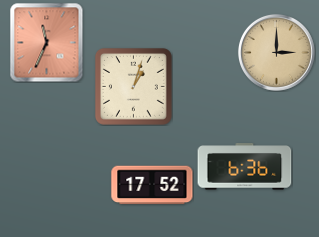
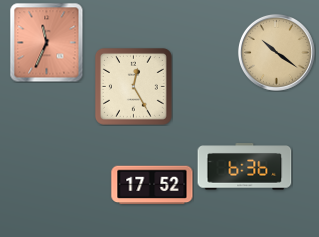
clock at (276, 52): 3:00 -> 10:21
clock at (133, 86): 1:03 -> 12:25
